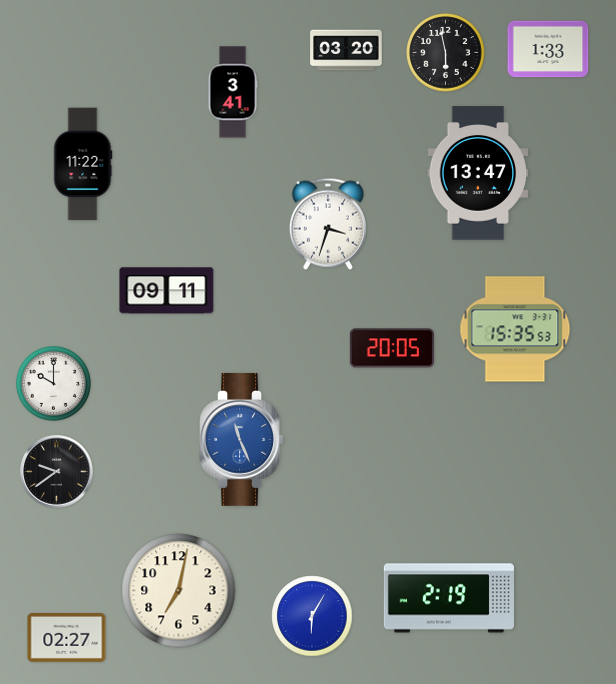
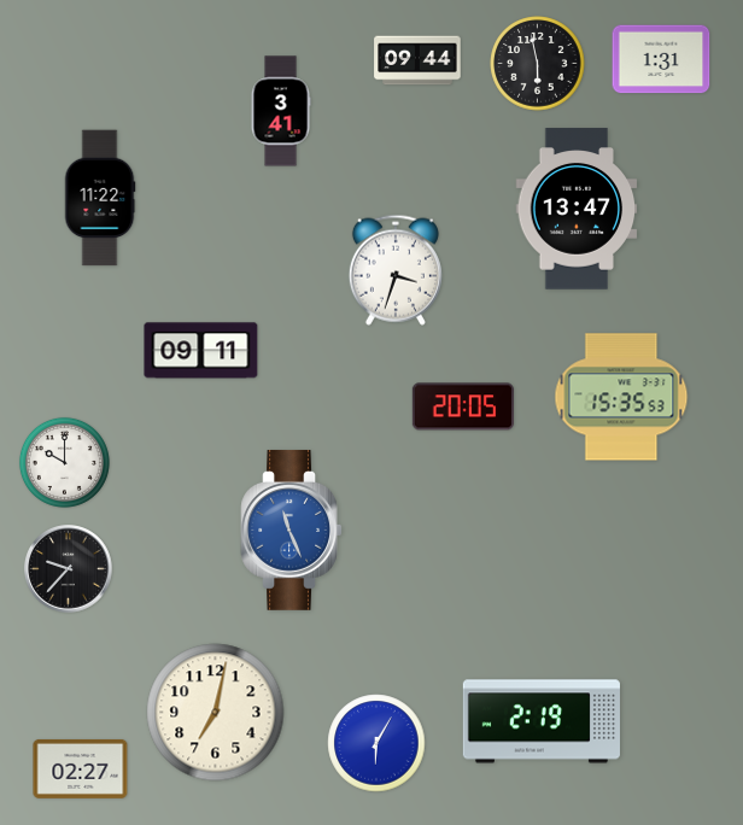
clock at (548, 49): 1:33 -> 1:31
clock at (346, 50): 03:20 -> 09:44
clock at (392, 348) position: (392, 348) -> (463, 406)
clock at (57, 472): 9:39 -> 9:37
